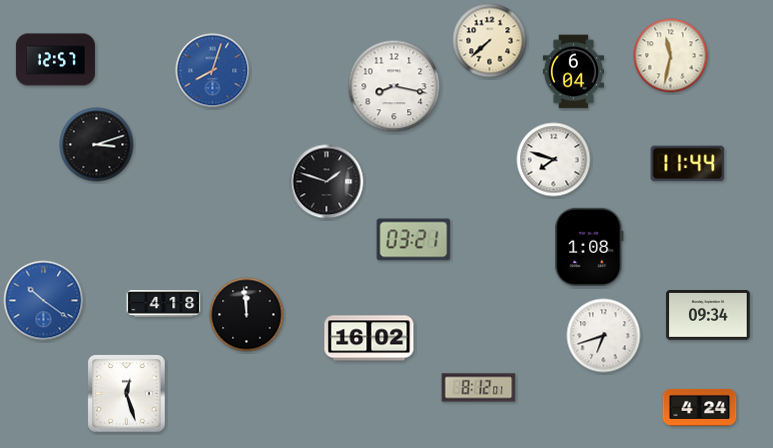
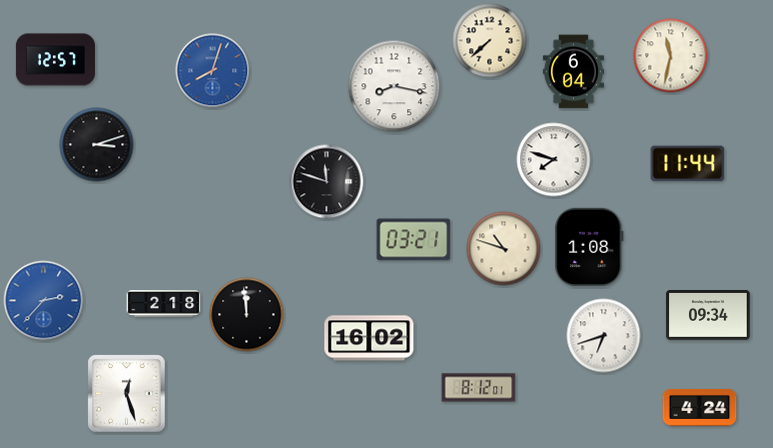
clock at (327, 182): 1:48 -> 11:48
clock at (504, 249): none -> 10:48
clock at (44, 301): 10:21 -> 2:37
clock at (164, 304): 4:18 -> 2:18
